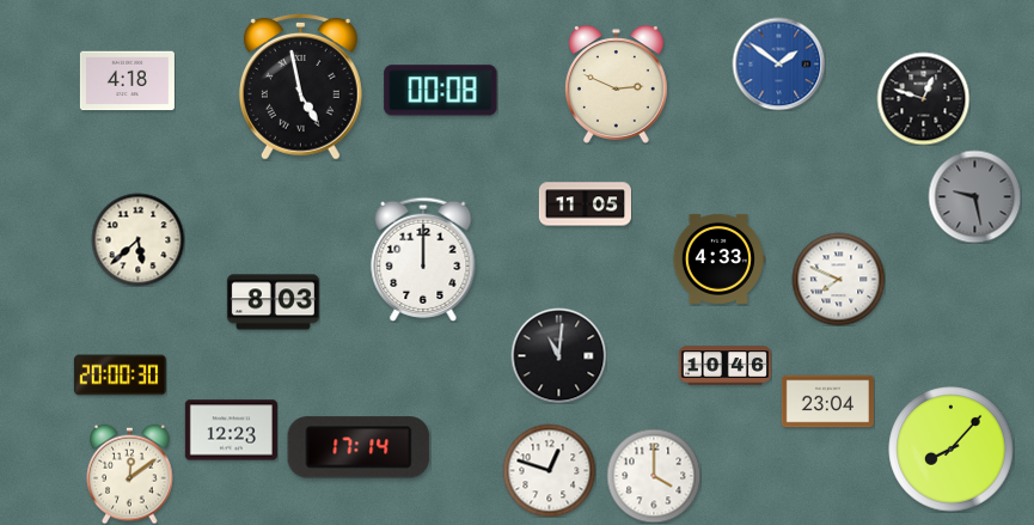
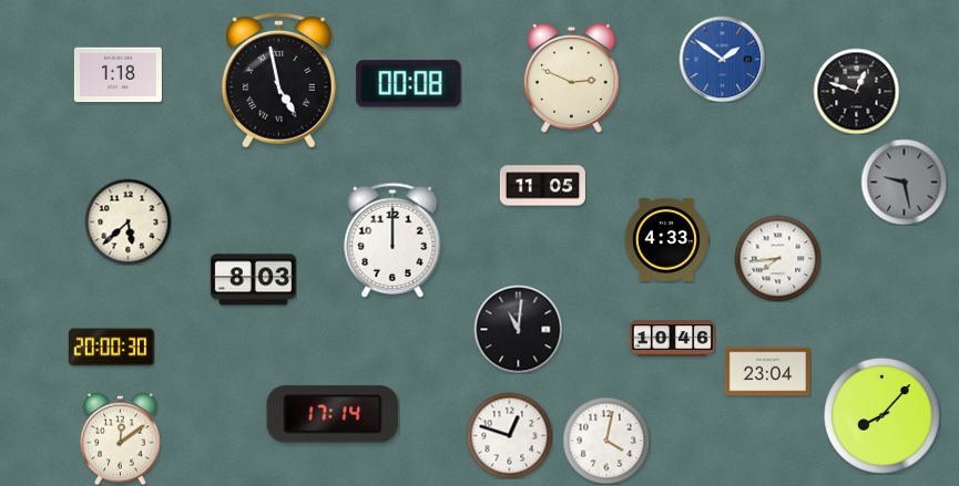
clock at (127, 81): 4:18 -> 1:18
clock at (585, 204) position: (585, 204) -> (542, 186)
clock at (838, 279): 7:49 -> 7:44
clock at (231, 431): 12:23 -> none
clock at (654, 476): 4:00 -> 4:02
